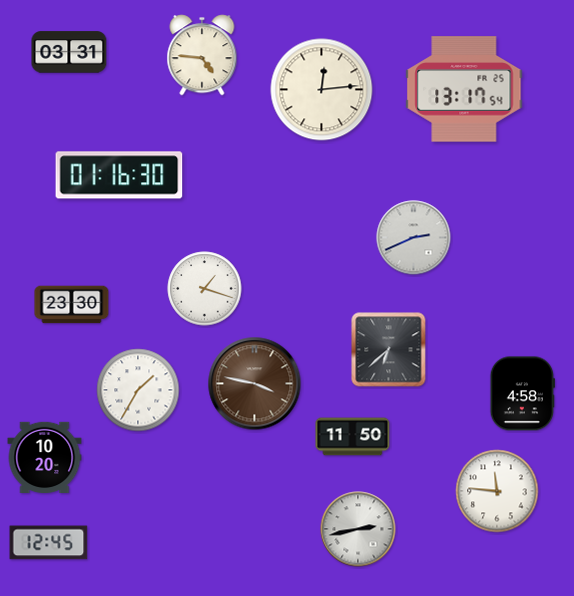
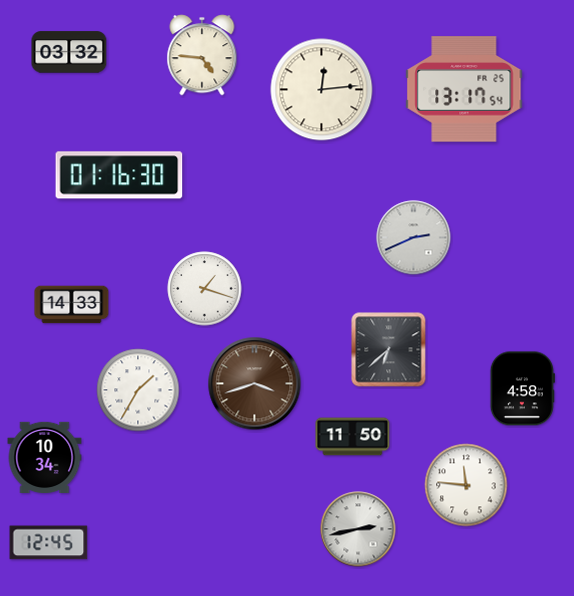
clock at (69, 52): 03:31 -> 03:32
clock at (72, 305): 23:30 -> 14:33
clock at (255, 384): 3:47 -> 3:42
clock at (522, 394) position: (522, 394) -> (522, 389)
clock at (45, 458): 10:20 -> 10:34
clock at (497, 491) position: (497, 491) -> (466, 485)
